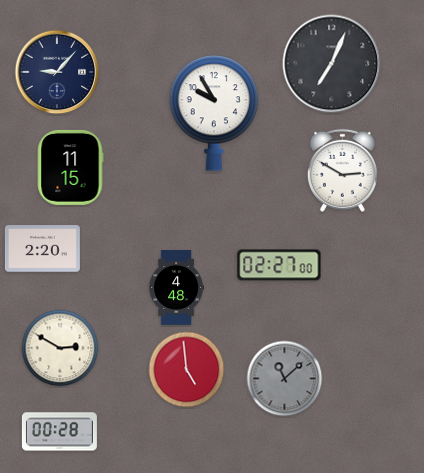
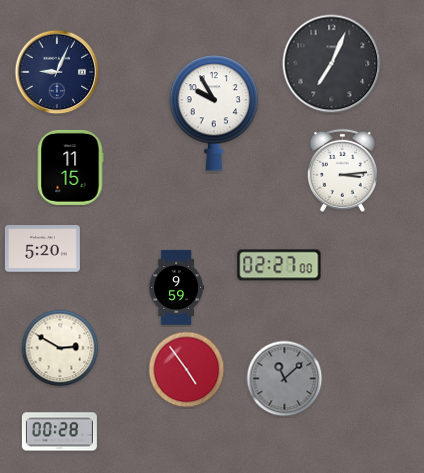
clock at (57, 72): 9:07 -> 9:04
clock at (342, 170): 2:50 -> 3:14
clock at (42, 249): 2:20 -> 5:20
clock at (176, 287): 4:48 -> 9:59
clock at (187, 370): 4:59 -> 4:54
